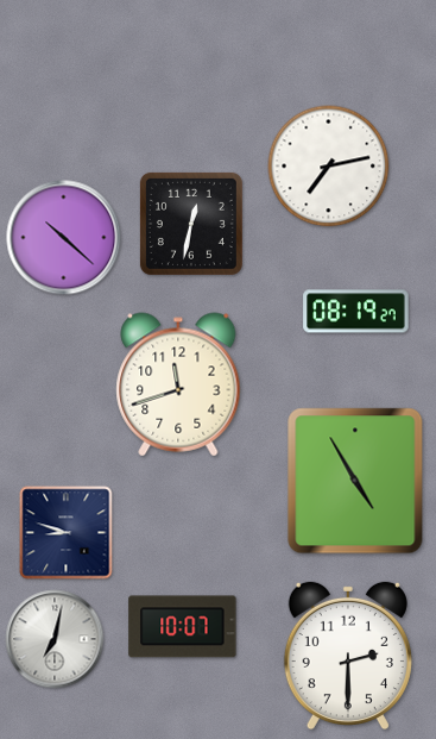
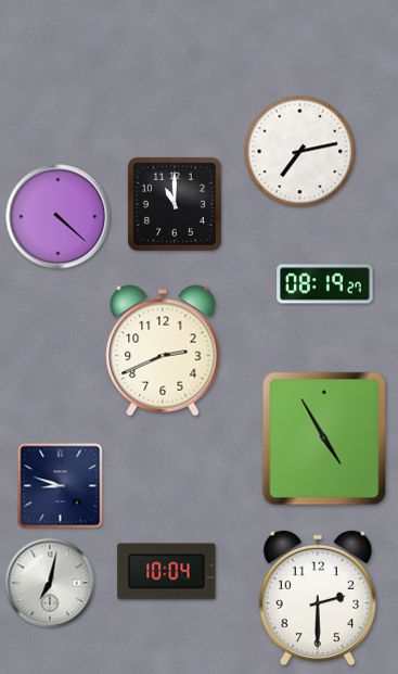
clock at (191, 224): 12:32 -> 11:00
clock at (64, 238): 10:22 -> 4:22
clock at (178, 384): 11:42 -> 2:41
clock at (183, 627): 10:07 -> 10:04
